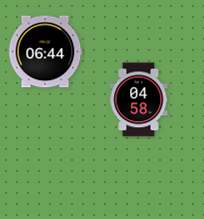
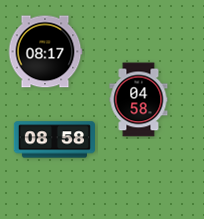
clock at (45, 52): 06:44 -> 08:17
clock at (54, 140): none -> 08:58
